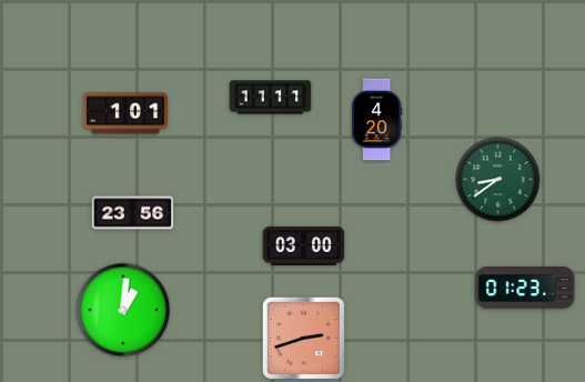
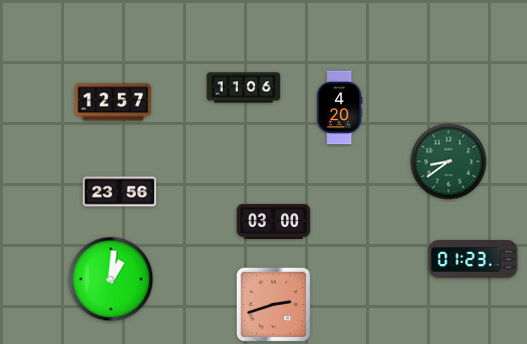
clock at (271, 98): 11:11 -> 11:06
clock at (125, 113): 1:01 -> 12:57
